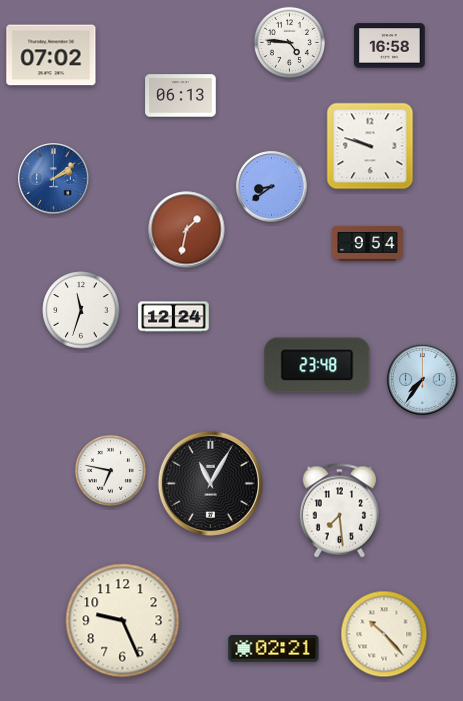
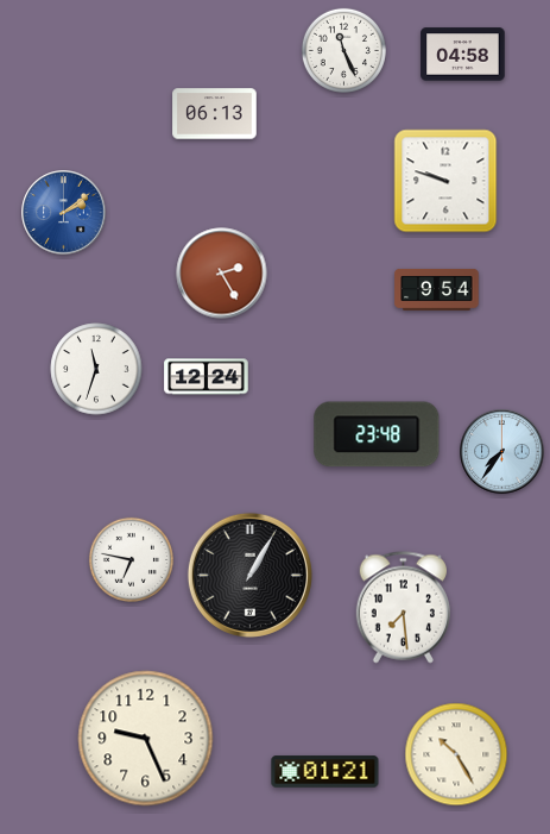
clock at (289, 42): 4:46 -> 11:26
clock at (390, 46): 16:58 -> 04:58
clock at (51, 55): 07:02 -> none
clock at (370, 146) position: (370, 146) -> (445, 181)
clock at (272, 187): 8:39 -> none
clock at (187, 230): 1:32 -> 2:25
clock at (210, 483): 11:05 -> 1:05
clock at (384, 634): 10:23 -> 10:25
clock at (274, 649): 02:21 -> 01:21
